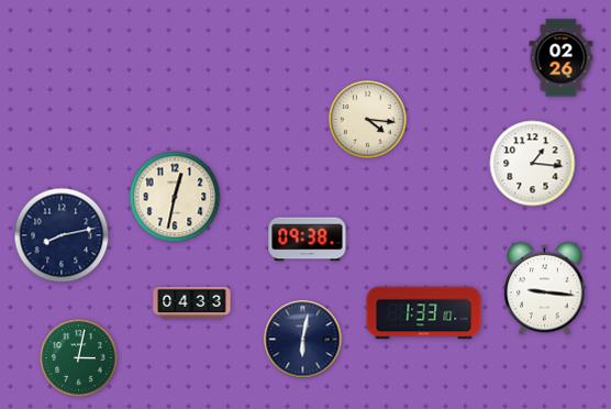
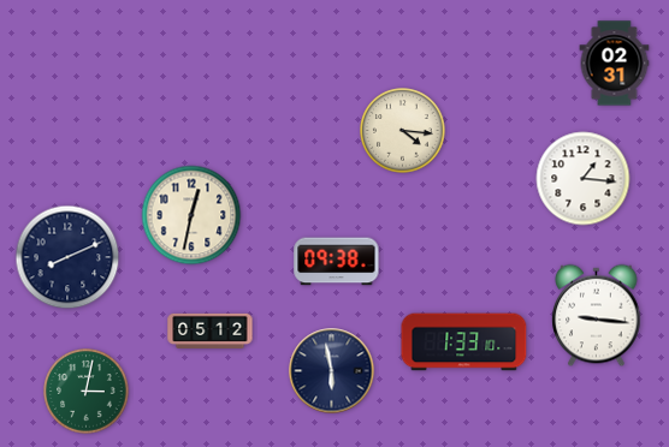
clock at (562, 58): 02:26 -> 02:31
clock at (62, 235): 8:13 -> 8:11
clock at (192, 302): 04:33 -> 05:12
clock at (303, 340): 6:02 -> 5:58
